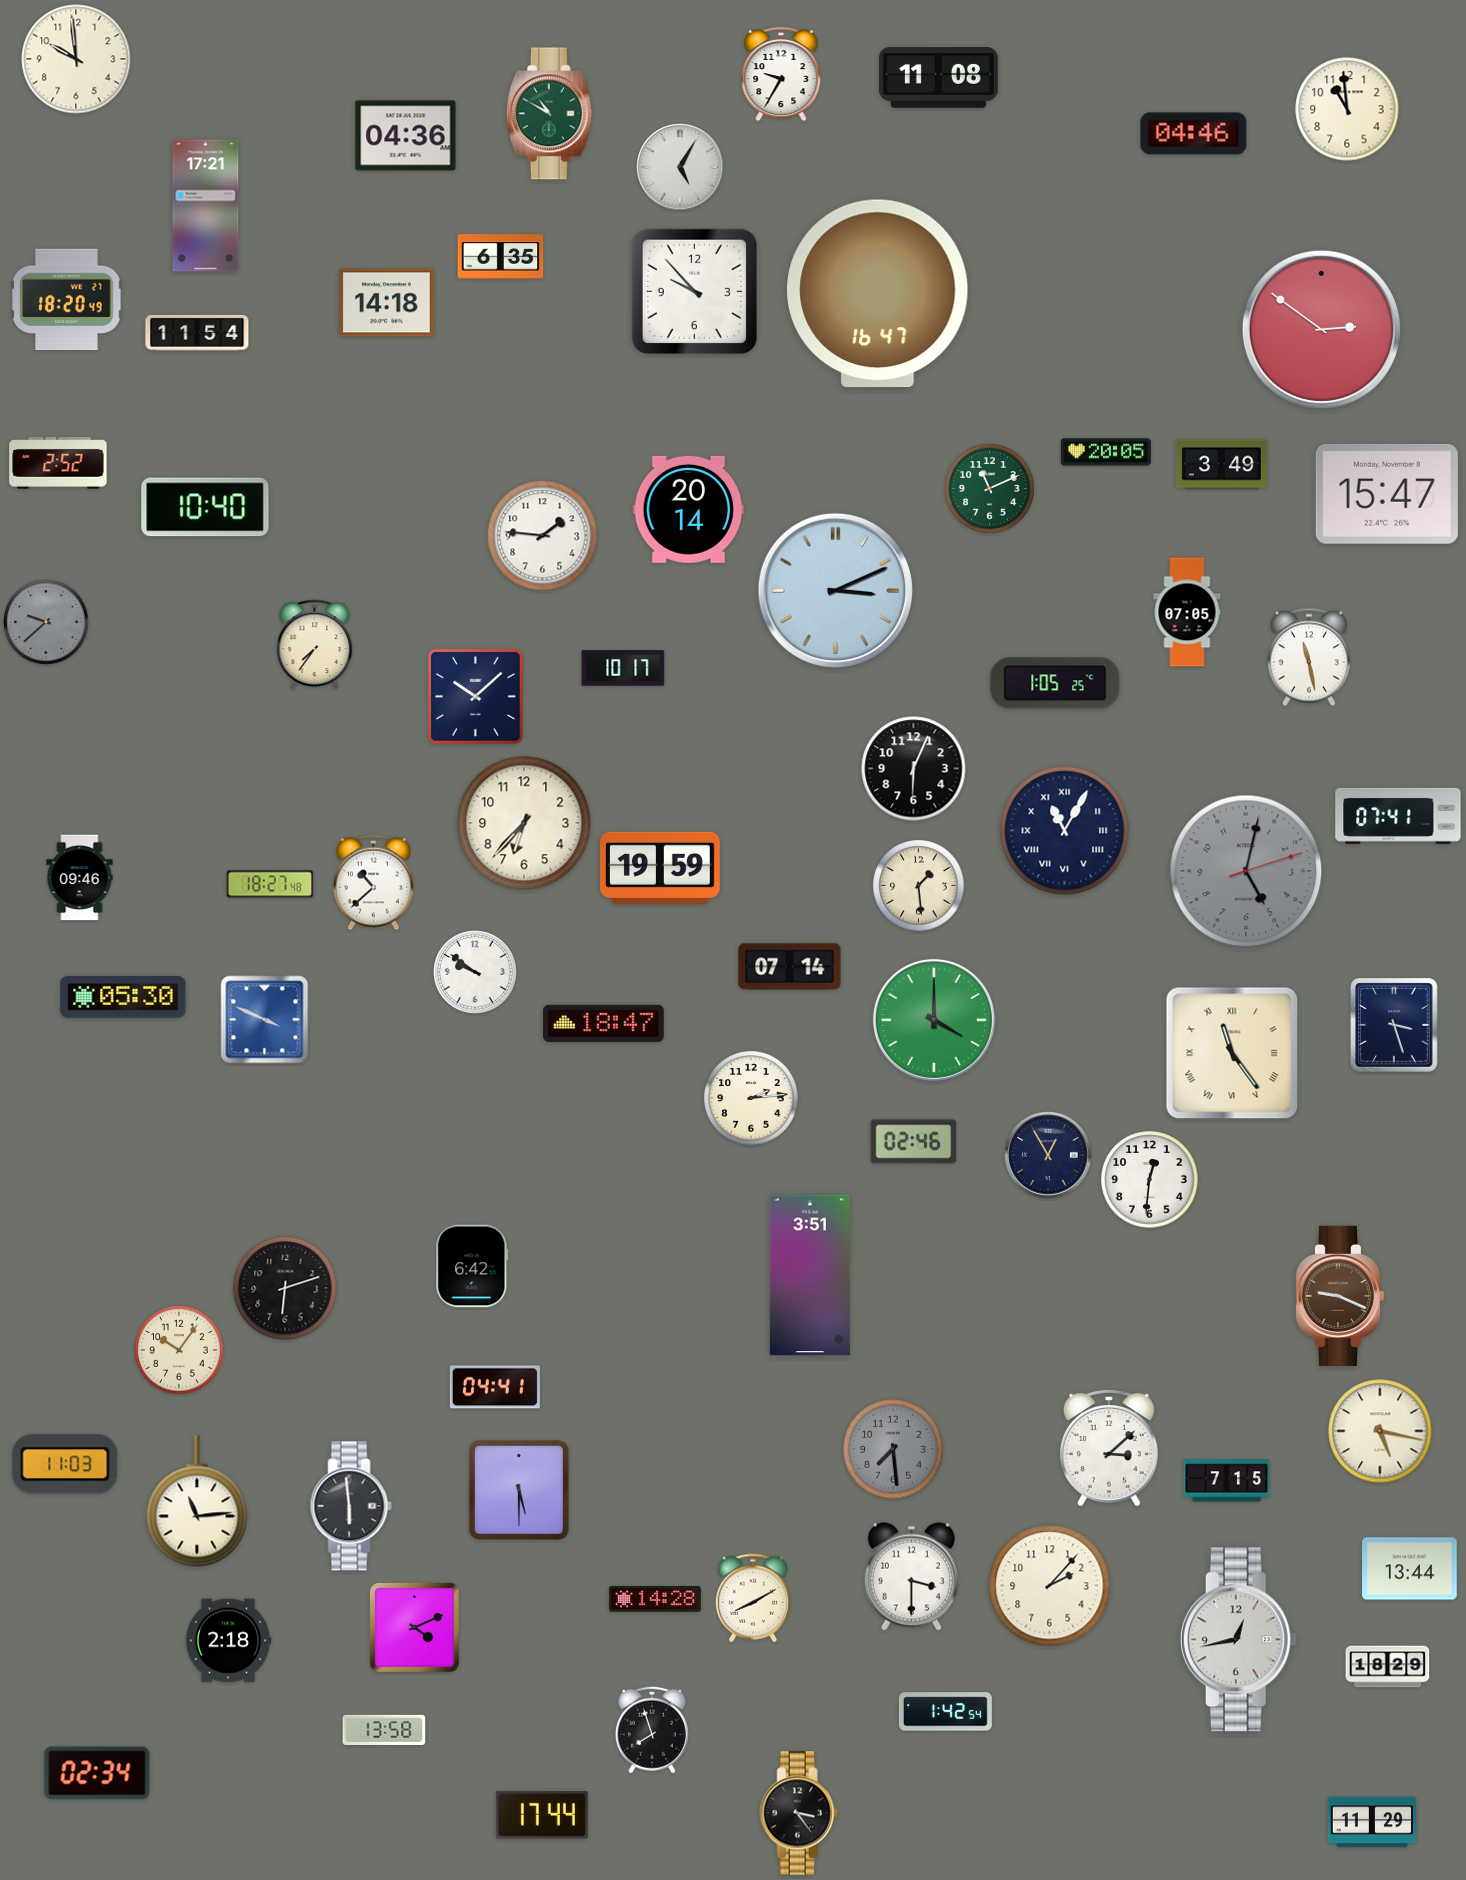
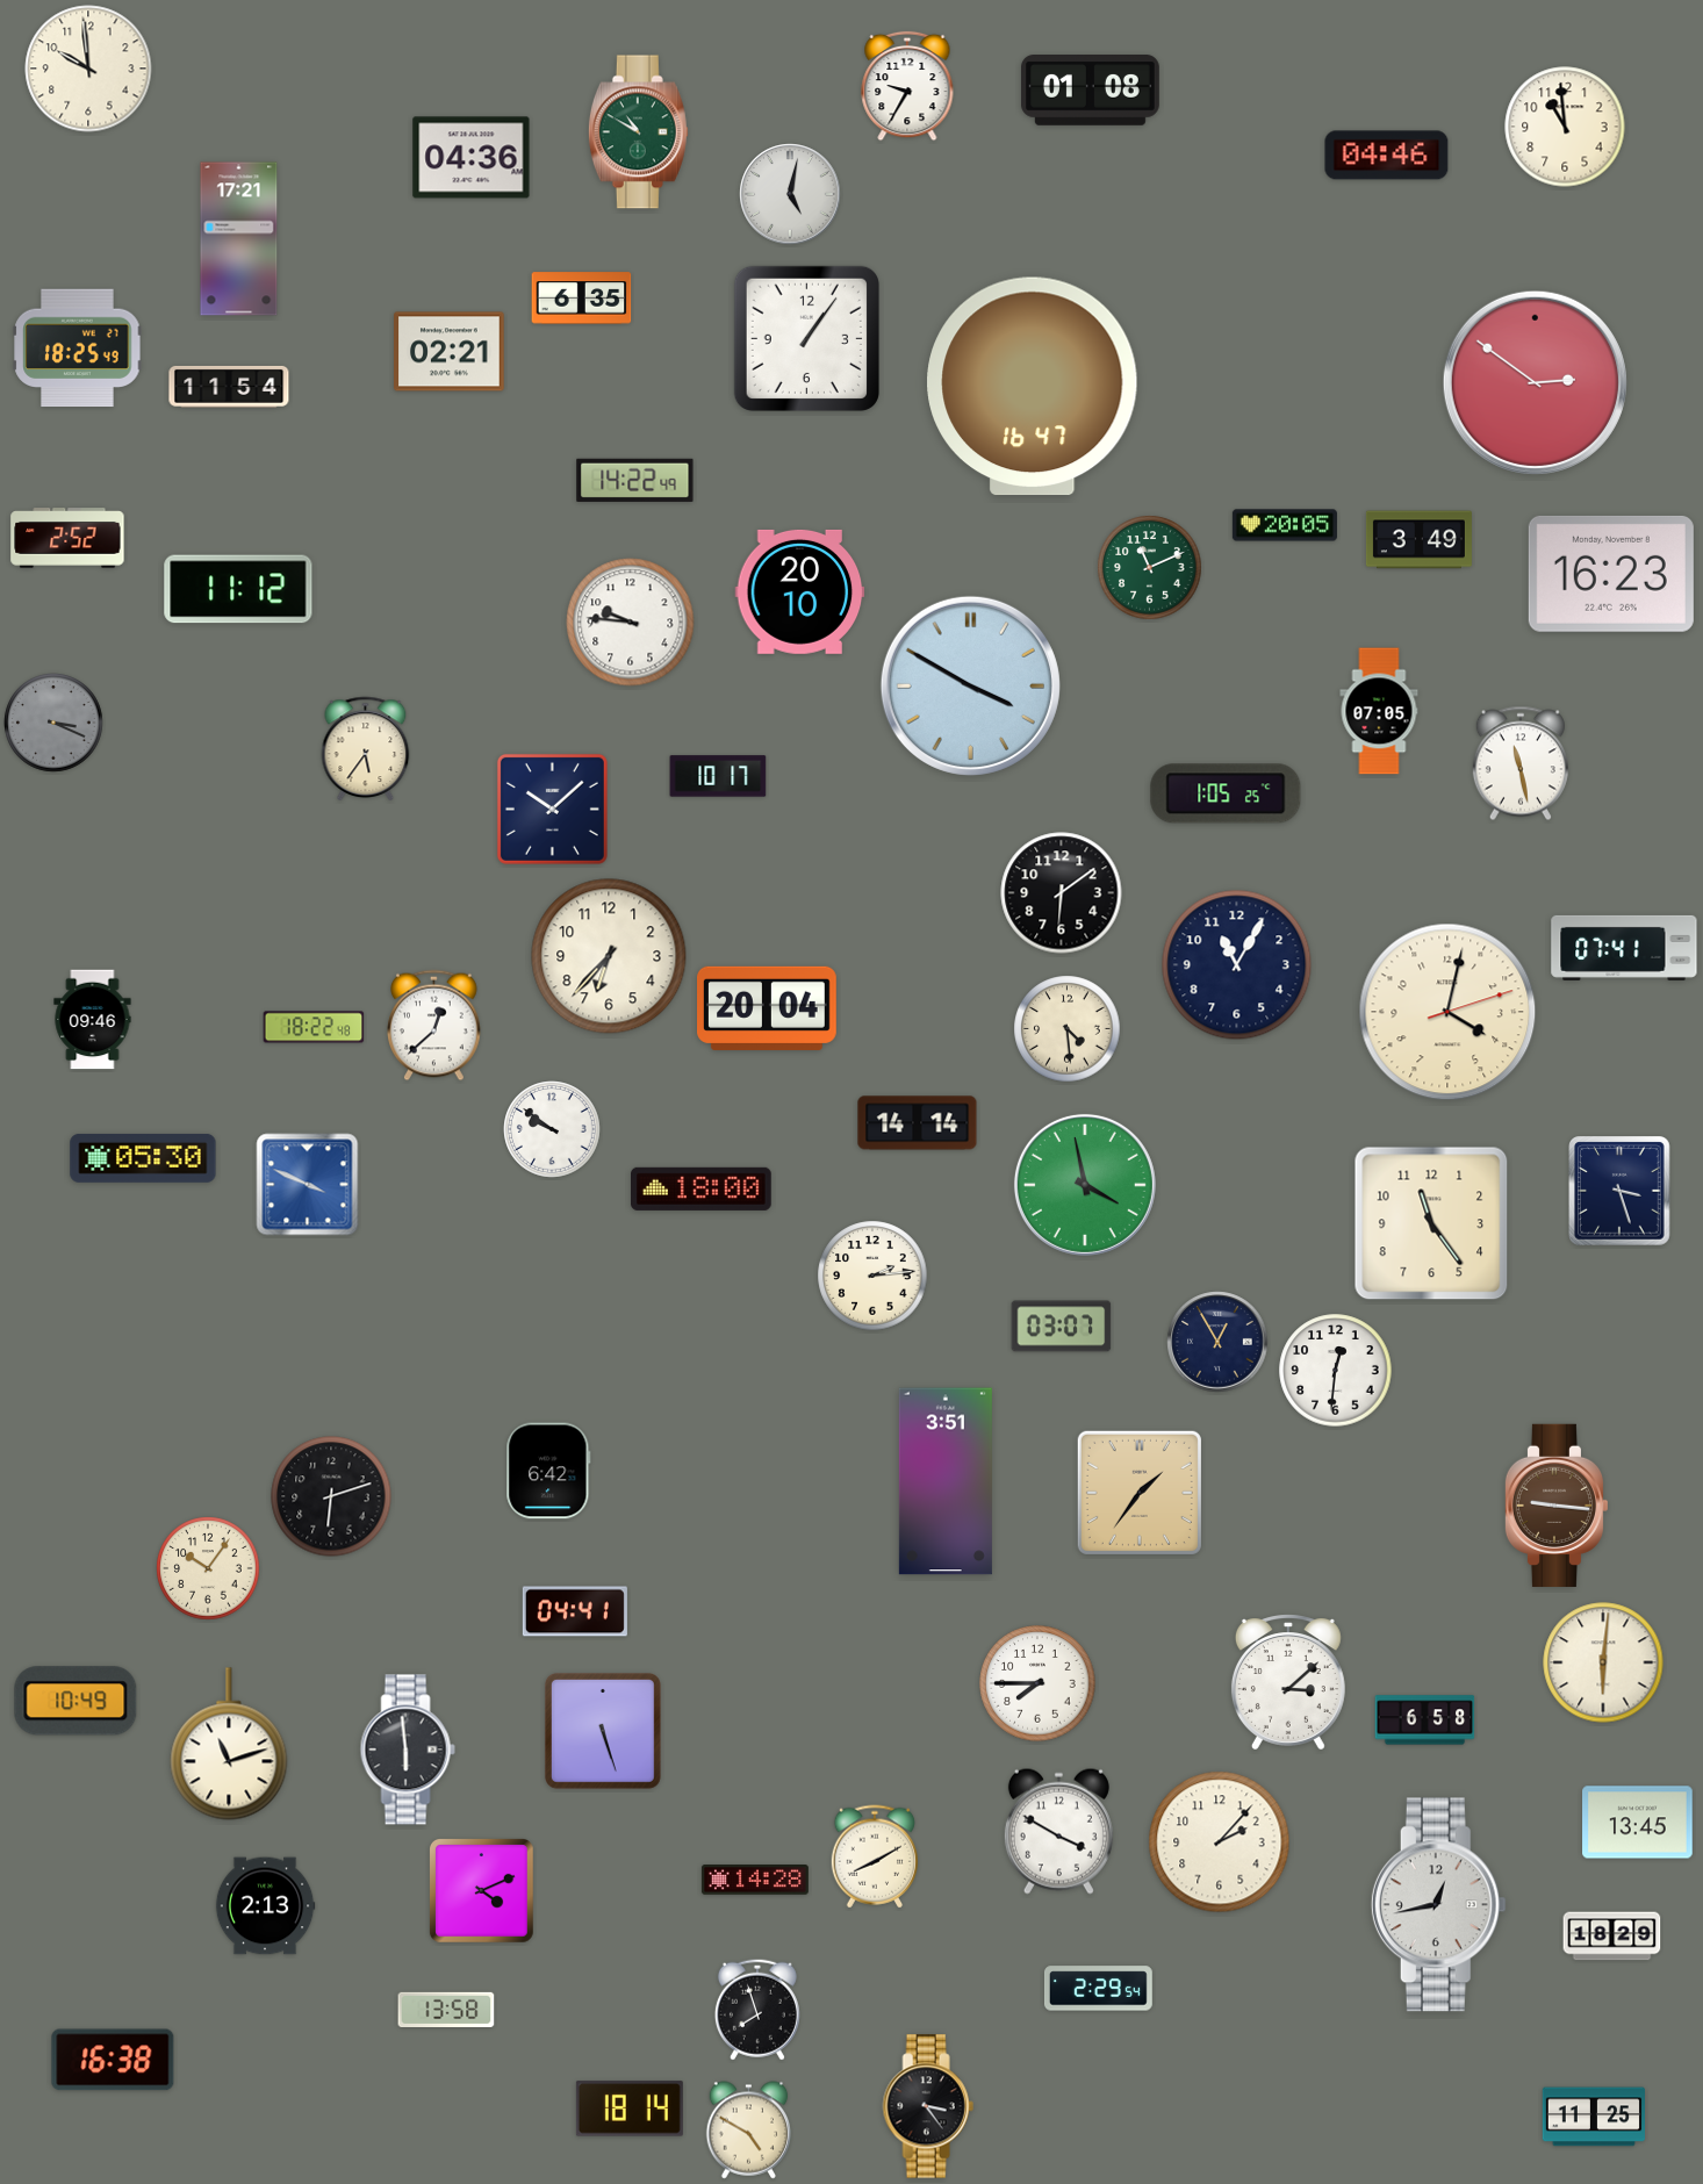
clock at (938, 78): 11:08 -> 01:08
clock at (680, 167): 5:05 -> 5:02
clock at (694, 291): 9:53 -> 1:06
clock at (878, 294) position: (878, 294) -> (1033, 387)
clock at (67, 300): 18:20 -> 18:25
clock at (387, 303): 14:18 -> 02:21
clock at (635, 480): none -> 14:22
clock at (1387, 494): 15:47 -> 16:23
clock at (205, 507): 10:40 -> 11:12
clock at (689, 509): 20:14 -> 20:10
clock at (543, 536): 1:46 -> 9:46
clock at (835, 590): 3:11 -> 3:50
clock at (46, 622): 9:38 -> 3:19
clock at (315, 644): 7:36 -> 5:36
clock at (623, 668) position: (623, 668) -> (718, 776)
clock at (914, 769): 6:04 -> 6:09
clock at (1065, 831) numerals: Roman -> Arabic
clock at (661, 868): 19:59 -> 20:04
clock at (1246, 871): 5:02 -> 4:02
clock at (1246, 871) dial: grey -> cream
clock at (374, 883): 10:38 -> 12:38
clock at (270, 884): 18:27 -> 18:22
clock at (919, 886): 1:29 -> 4:29
clock at (790, 967): 07:14 -> 14:14
clock at (934, 1020): 4:00 -> 3:58
clock at (604, 1023): 18:47 -> 18:00
clock at (1232, 1053) numerals: Roman -> Arabic
clock at (914, 1142): 02:46 -> 03:07
clock at (810, 1275) position: (810, 1275) -> (946, 1481)
clock at (1140, 1493): none -> 1:36
clock at (1339, 1296): 9:19 -> 9:16
clock at (1380, 1431): 5:17 -> 6:01
clock at (893, 1449): 7:29 -> 7:45
clock at (893, 1449) dial: grey -> white
clock at (65, 1464): 11:03 -> 10:49
clock at (1227, 1481): 7:15 -> 6:58
clock at (519, 1490): 5:30 -> 5:27
clock at (197, 1501): 11:14 -> 11:12
clock at (1410, 1569): 13:44 -> 13:45
clock at (911, 1576): 3:30 -> 3:50
clock at (655, 1600) position: (655, 1600) -> (755, 1881)
clock at (228, 1641): 2:18 -> 2:13
clock at (945, 1712): 1:42 -> 2:29
clock at (97, 1773): 02:34 -> 16:38
clock at (542, 1815): 17:44 -> 18:14
clock at (1371, 1822): 11:29 -> 11:25
clock at (749, 2131): none -> 4:50
